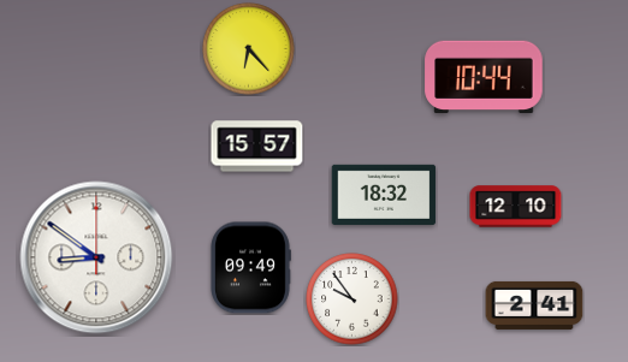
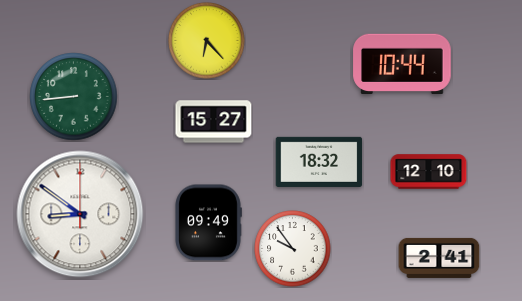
clock at (74, 97): none -> 8:44
clock at (257, 147): 15:57 -> 15:27
clock at (534, 305) position: (534, 305) -> (439, 258)
